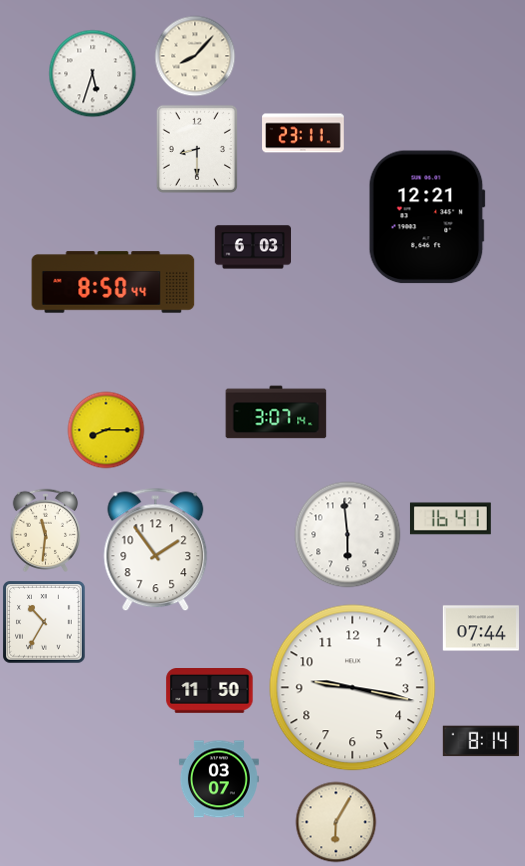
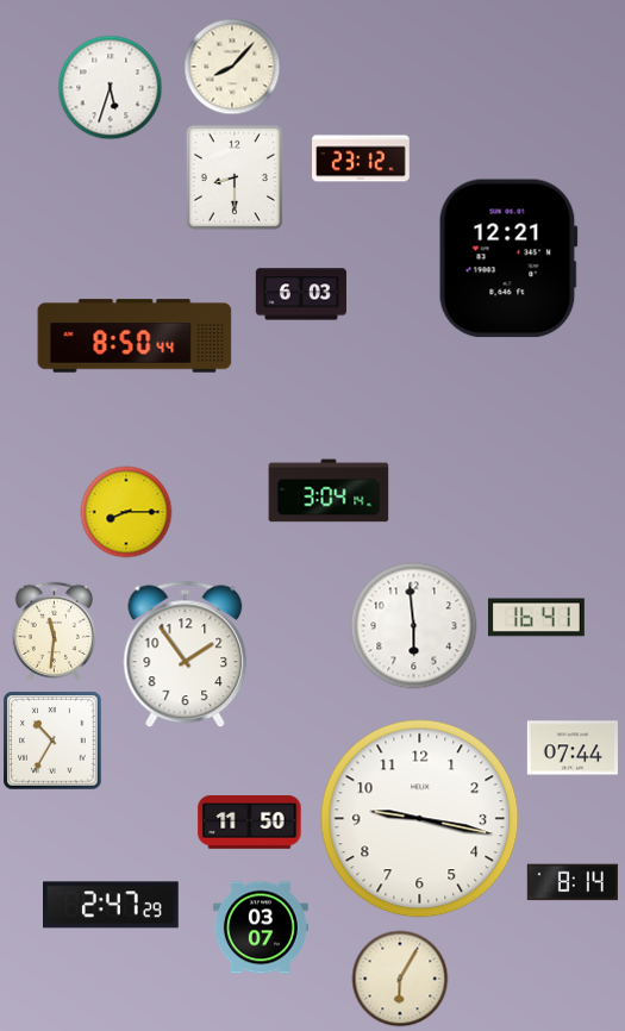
clock at (303, 133): 23:11 -> 23:12
clock at (276, 412): 3:07 -> 3:04
clock at (348, 535) position: (348, 535) -> (414, 626)
clock at (112, 905): none -> 2:47
